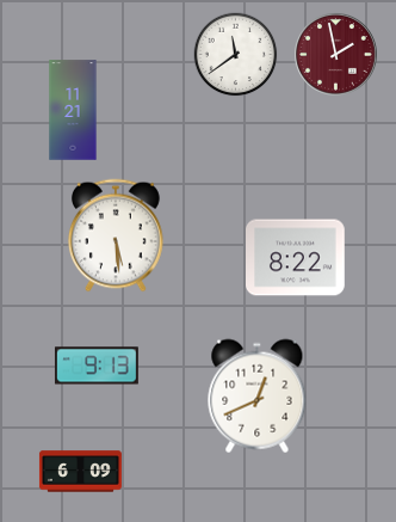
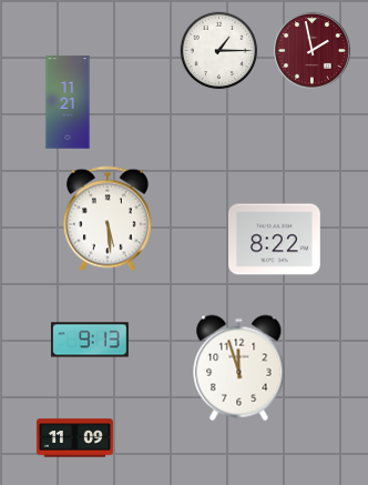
clock at (236, 55): 11:39 -> 1:15
clock at (258, 397): 12:41 -> 11:57
clock at (80, 472): 6:09 -> 11:09
